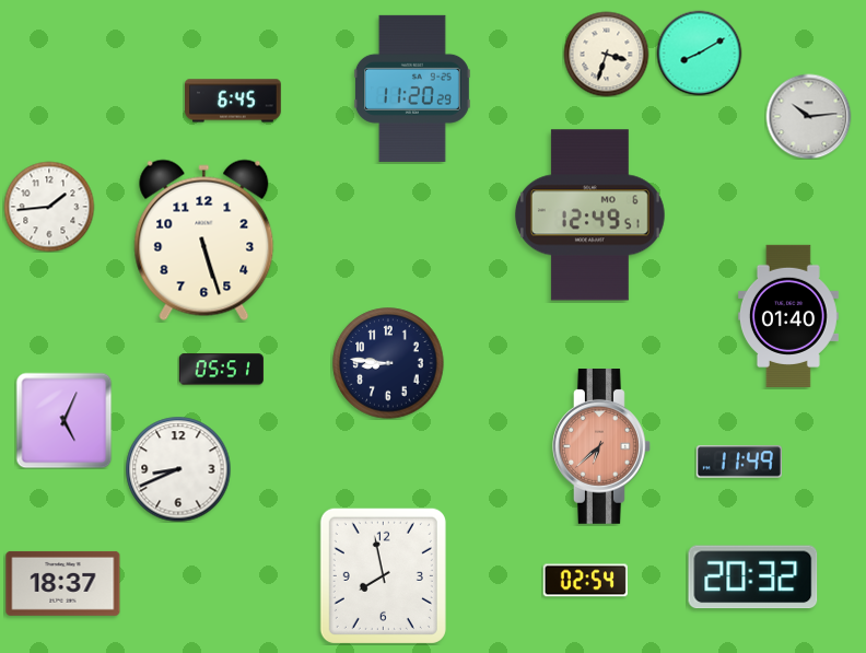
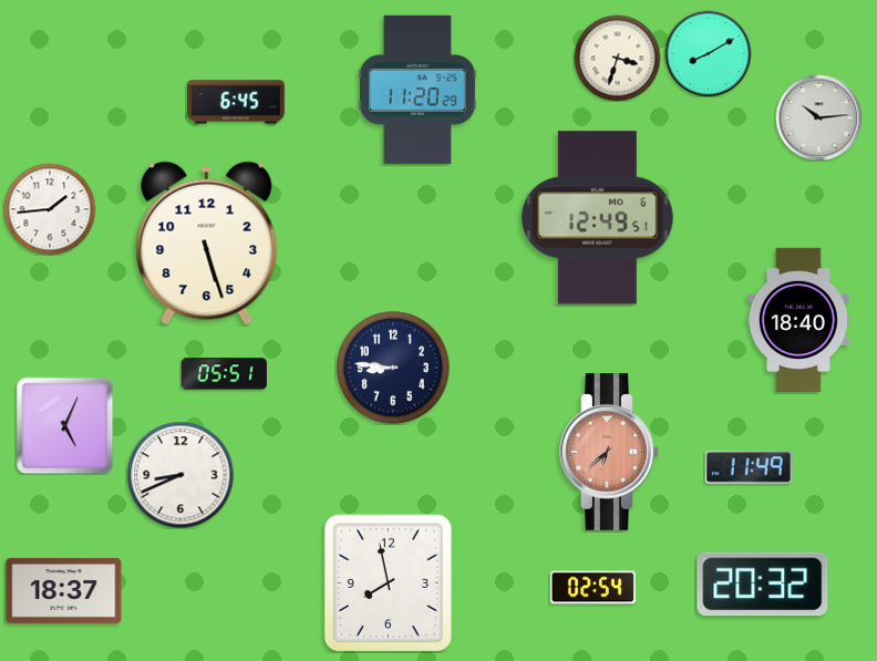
clock at (606, 54) position: (606, 54) -> (617, 58)
clock at (788, 316): 01:40 -> 18:40
